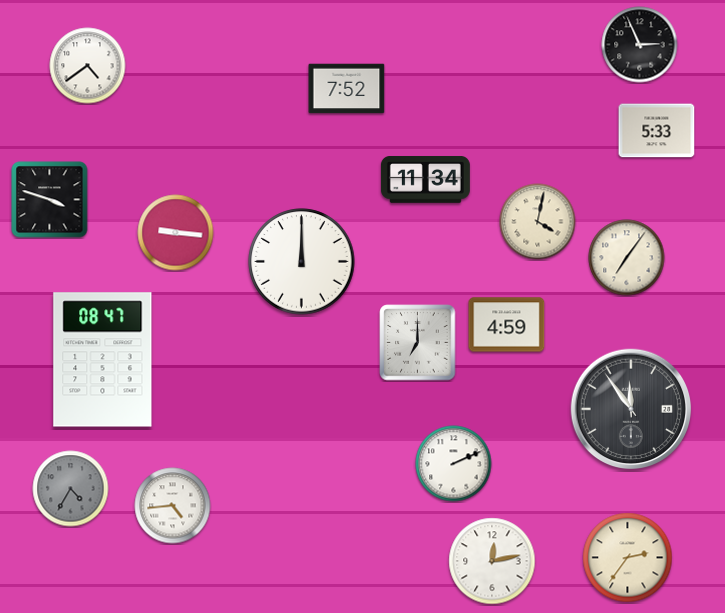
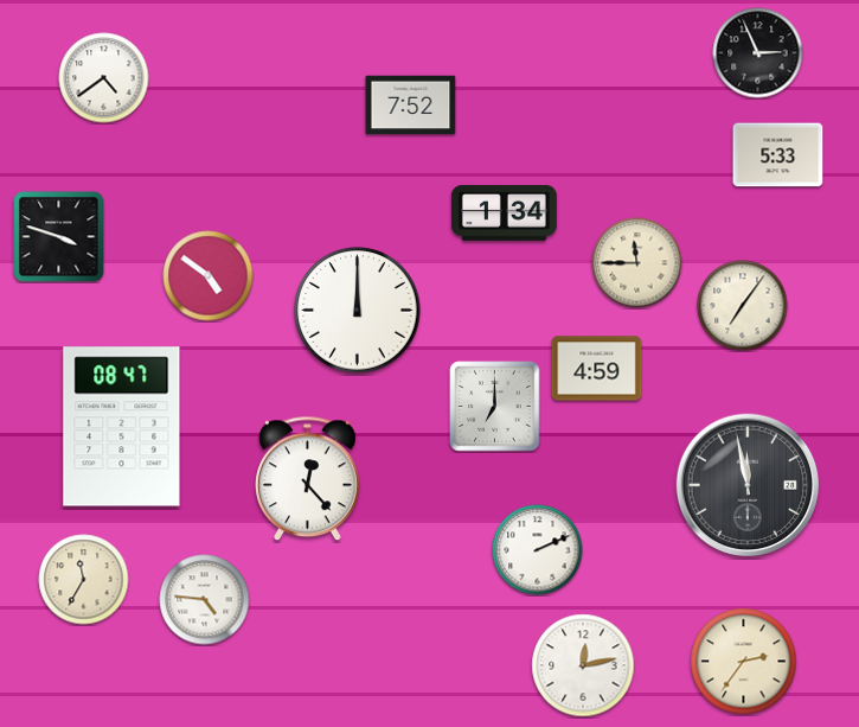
clock at (425, 180): 11:34 -> 1:34
clock at (538, 222): 4:02 -> 11:45
clock at (176, 233): 9:16 -> 4:51
clock at (507, 325) position: (507, 325) -> (597, 369)
clock at (308, 479): none -> 12:23
clock at (631, 409): 11:54 -> 11:58
clock at (71, 489): 4:35 -> 11:35
clock at (71, 489) dial: grey -> cream
clock at (173, 506): 4:44 -> 4:46
